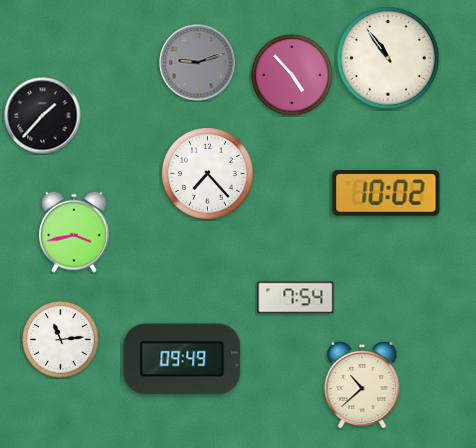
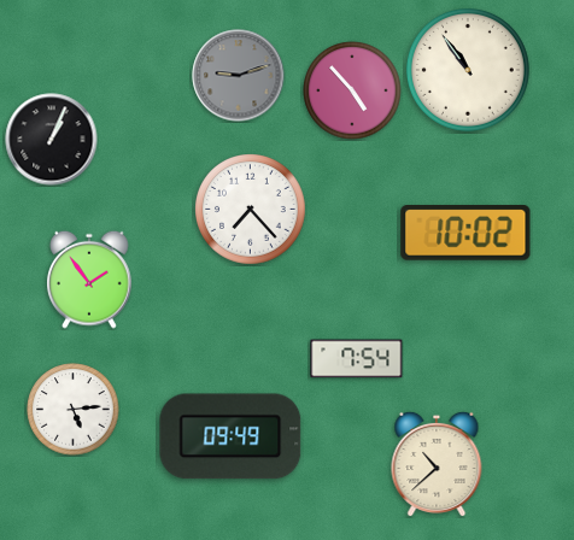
clock at (43, 116): 1:37 -> 1:04
clock at (74, 232): 3:43 -> 1:54
clock at (61, 340): 11:14 -> 5:14
clock at (182, 359) position: (182, 359) -> (230, 436)
